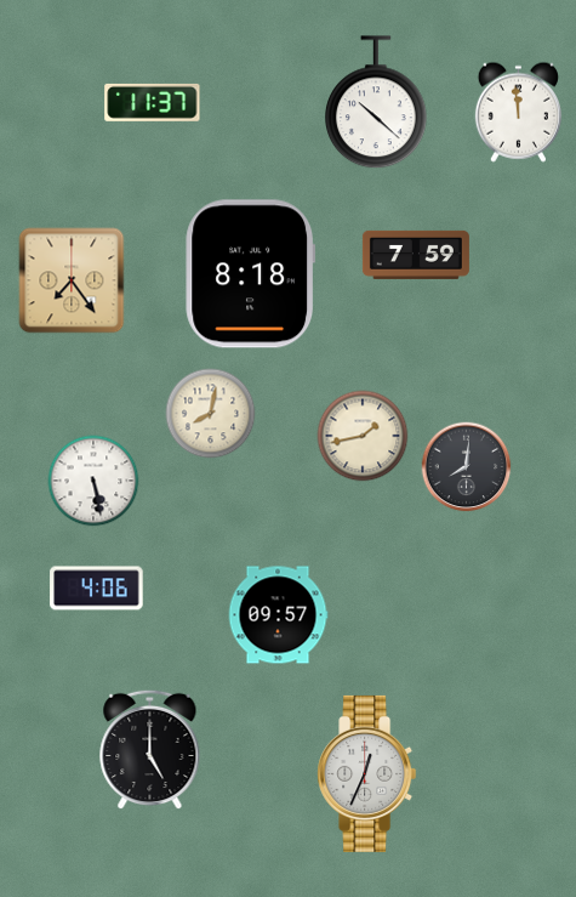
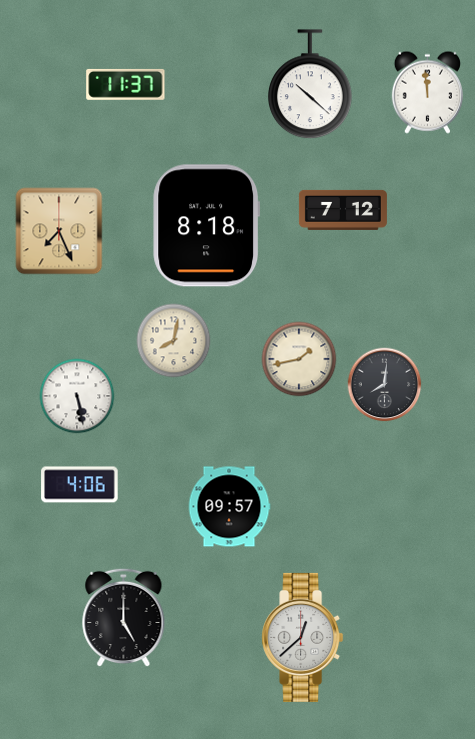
clock at (416, 255): 7:59 -> 7:12
clock at (72, 280): 7:24 -> 7:26
clock at (367, 773): 12:34 -> 12:38
